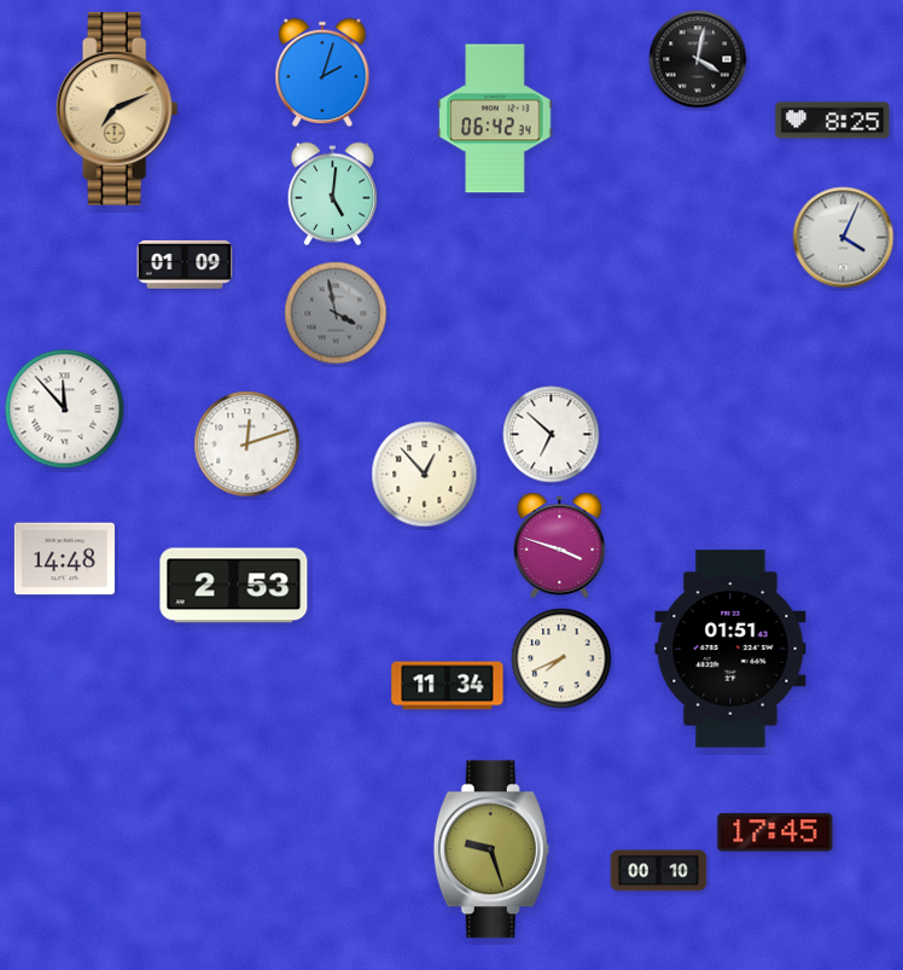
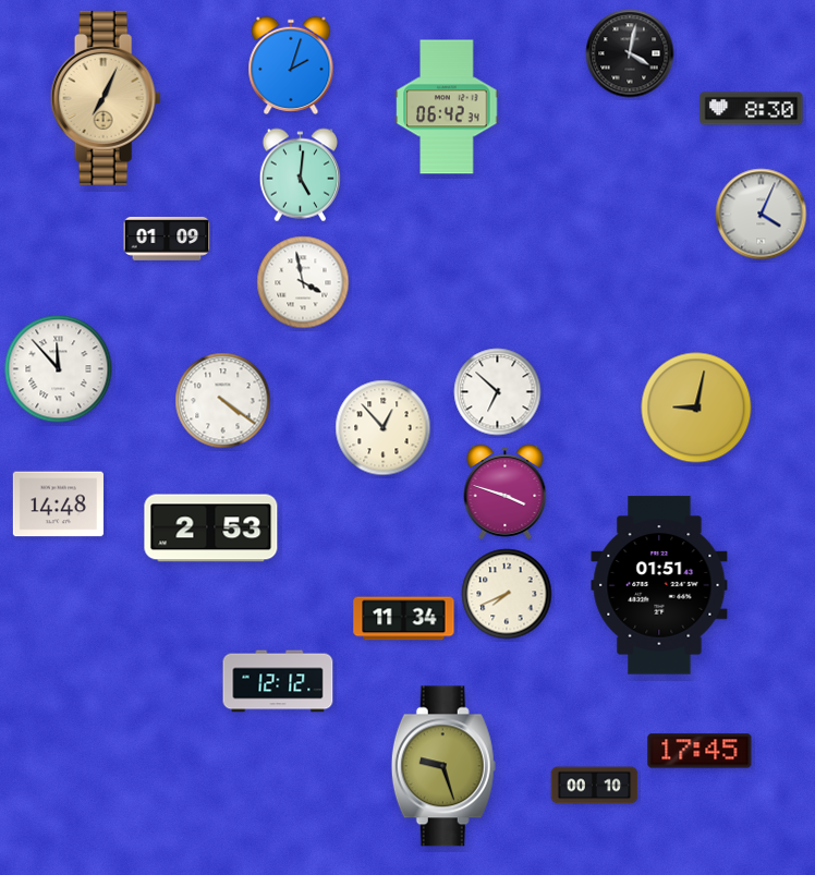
clock at (117, 109): 7:11 -> 7:04
clock at (833, 121): 8:25 -> 8:30
clock at (336, 313) dial: grey -> white
clock at (247, 445): 12:12 -> 4:21
clock at (696, 408): none -> 9:02
clock at (278, 681): none -> 12:12
